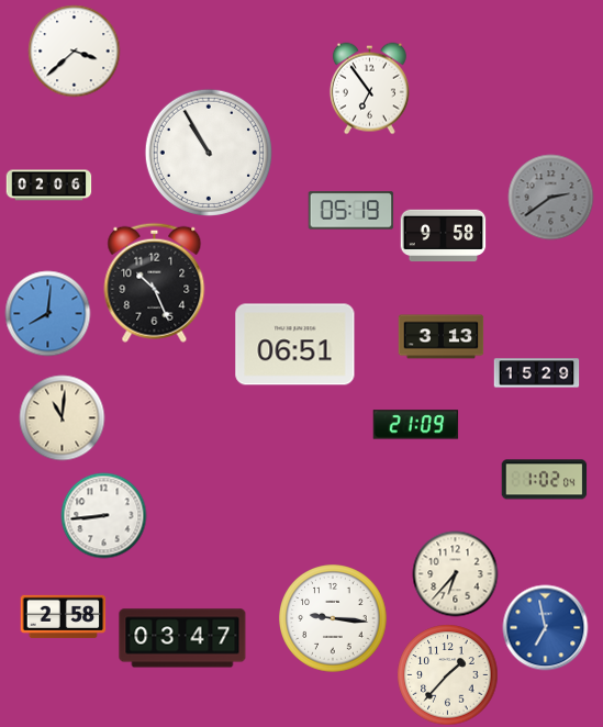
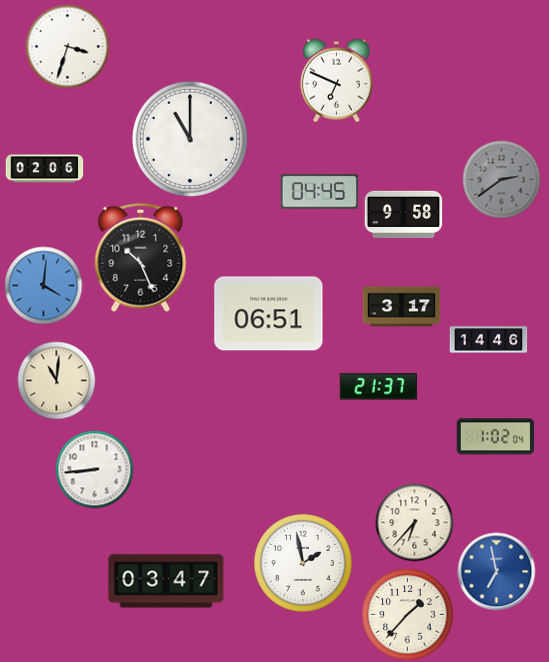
clock at (74, 51): 3:38 -> 3:33
clock at (369, 88): 6:54 -> 6:49
clock at (209, 153): 10:55 -> 11:00
clock at (350, 211): 05:19 -> 04:45
clock at (47, 313): 8:01 -> 4:01
clock at (440, 337): 3:13 -> 3:17
clock at (536, 373): 15:29 -> 14:46
clock at (415, 425): 21:09 -> 21:37
clock at (63, 616): 2:58 -> none
clock at (333, 618): 9:16 -> 1:58
